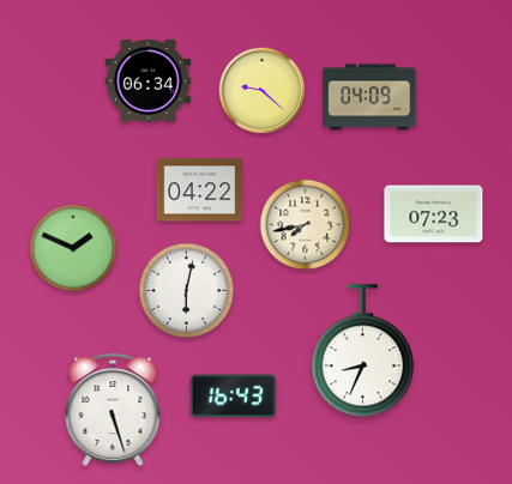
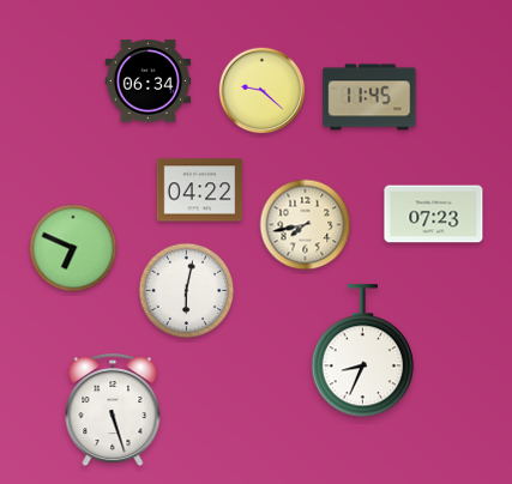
clock at (369, 97): 04:09 -> 11:45
clock at (73, 248): 1:49 -> 6:49
clock at (234, 397): 16:43 -> none
